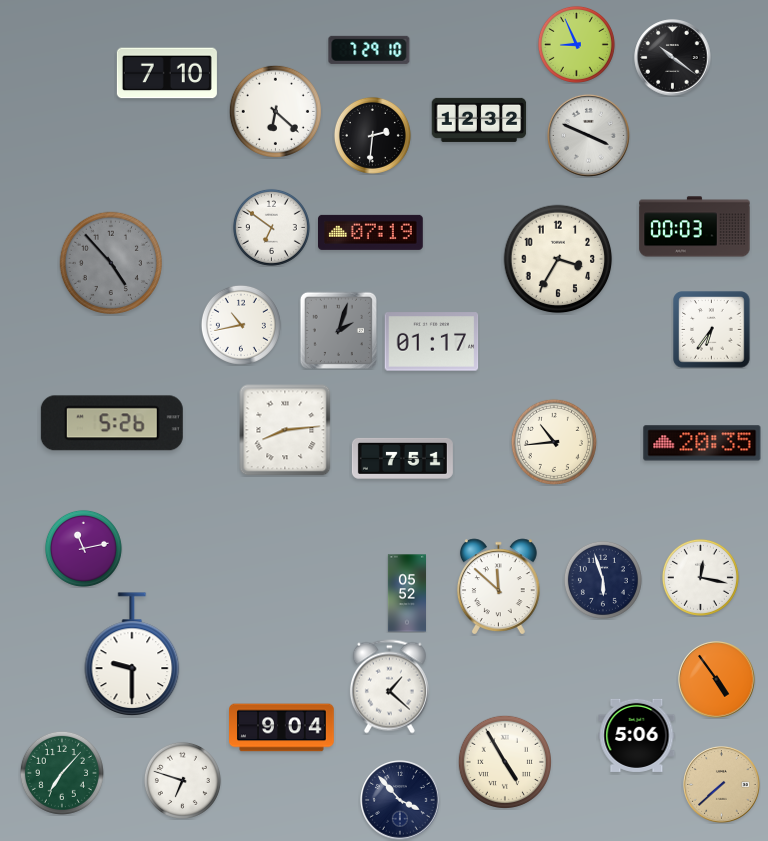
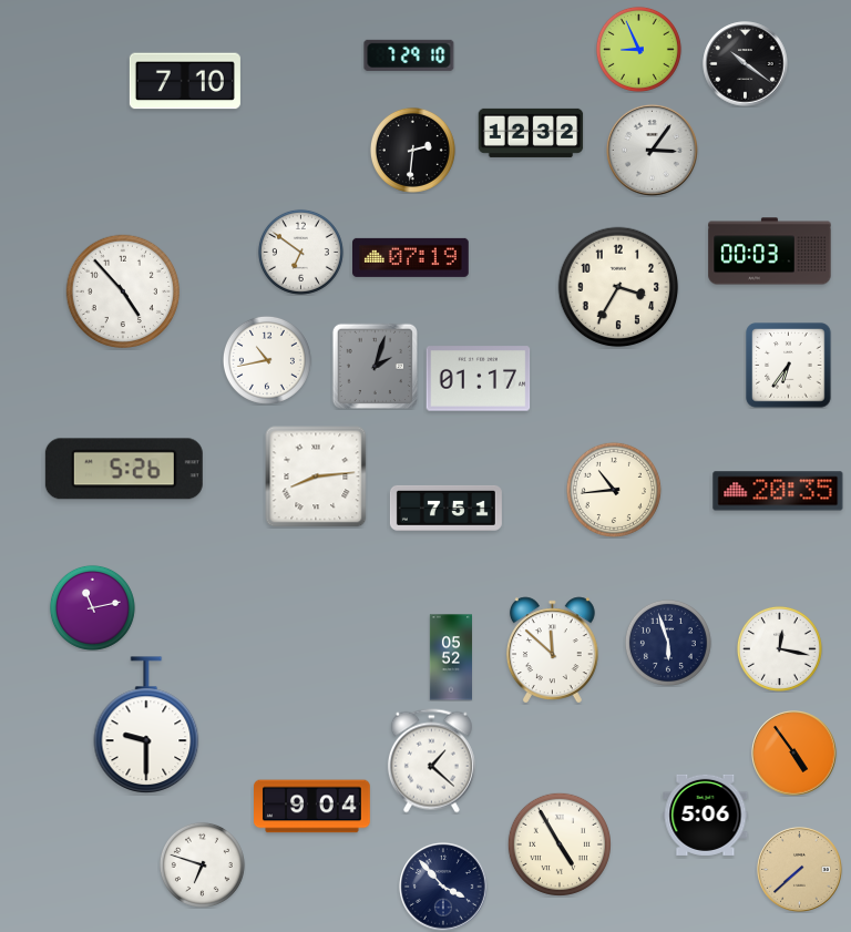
clock at (275, 111): 6:22 -> none
clock at (588, 135): 3:49 -> 3:06
clock at (111, 263) dial: grey -> white
clock at (700, 577) position: (700, 577) -> (779, 648)
clock at (62, 773): 7:07 -> none
